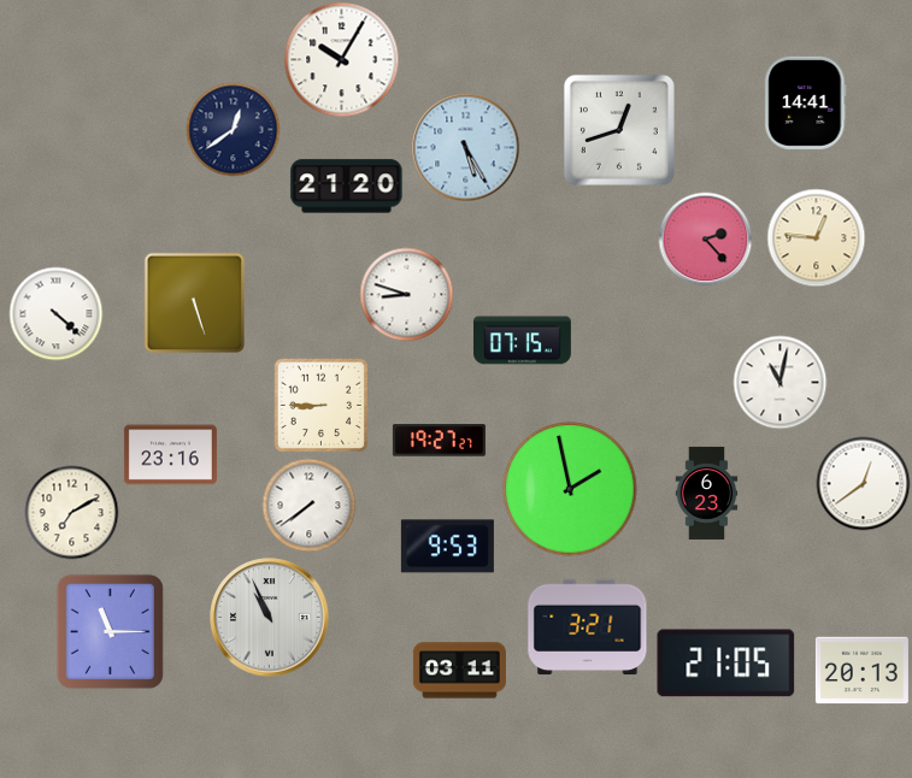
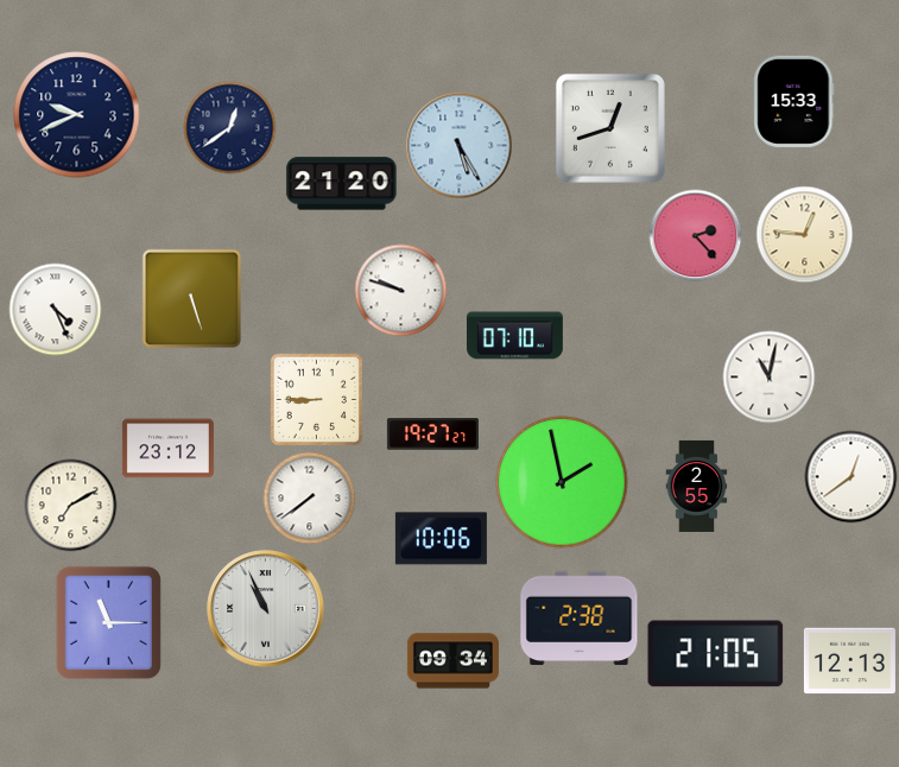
clock at (341, 59): 10:05 -> none
clock at (806, 102): 14:41 -> 15:33
clock at (77, 115): none -> 9:41
clock at (406, 294): 8:48 -> 9:48
clock at (55, 313): 4:22 -> 4:26
clock at (522, 341): 07:15 -> 07:10
clock at (170, 455): 23:16 -> 23:12
clock at (707, 493): 6:23 -> 2:55
clock at (308, 505) position: (308, 505) -> (309, 497)
clock at (447, 547): 9:53 -> 10:06
clock at (588, 627): 3:21 -> 2:38
clock at (459, 671): 03:11 -> 09:34
clock at (861, 671): 20:13 -> 12:13
